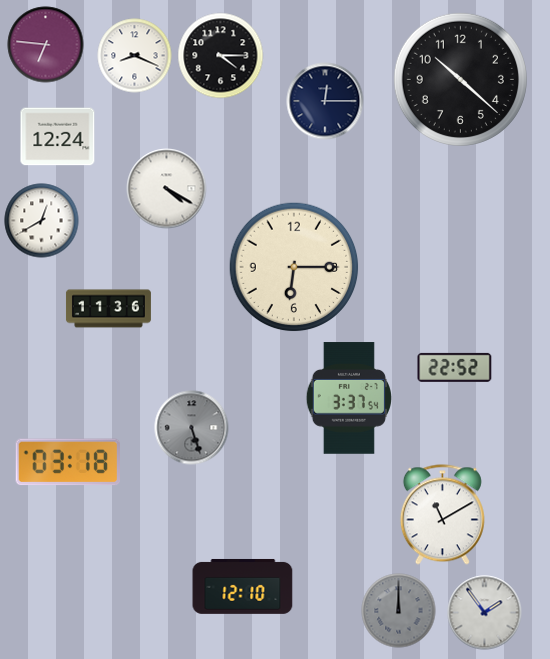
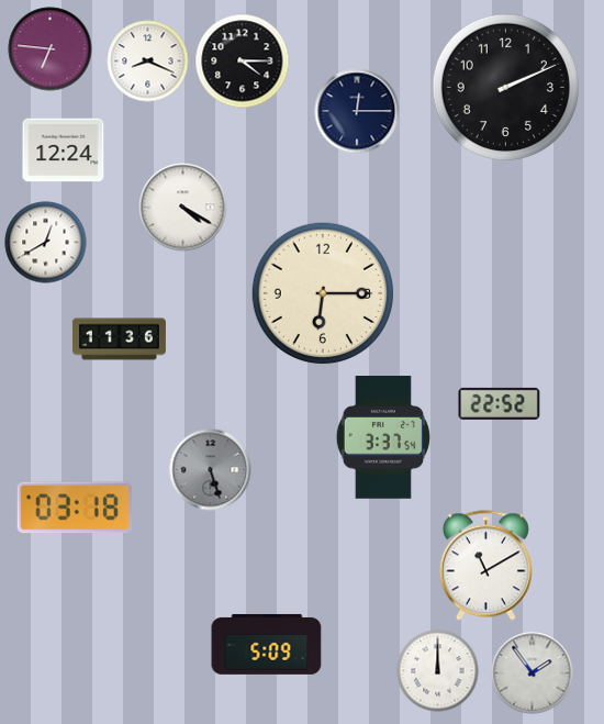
clock at (460, 79): 10:22 -> 2:11
clock at (243, 586): 12:10 -> 5:09
clock at (399, 611) dial: grey -> white
